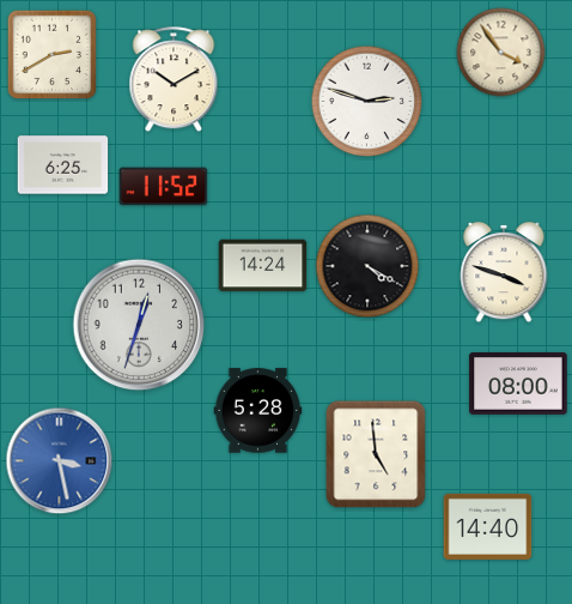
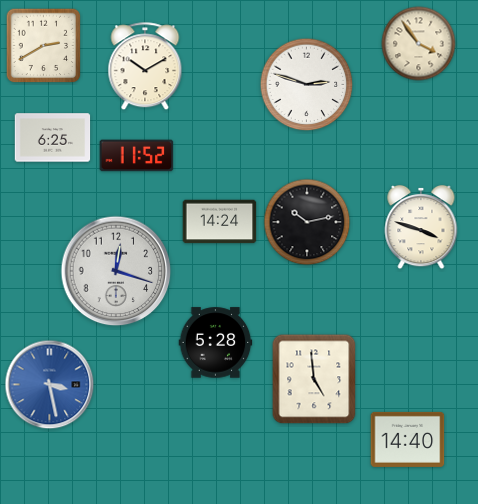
clock at (367, 266): 4:20 -> 10:13
clock at (139, 325): 12:33 -> 12:18
clock at (518, 383): 08:00 -> none
